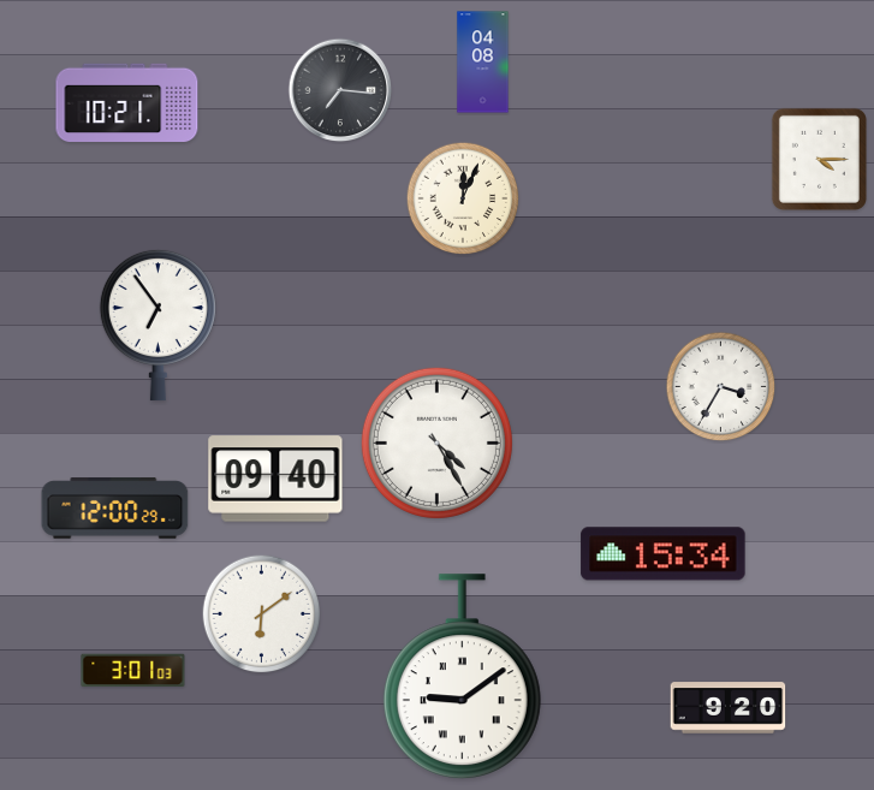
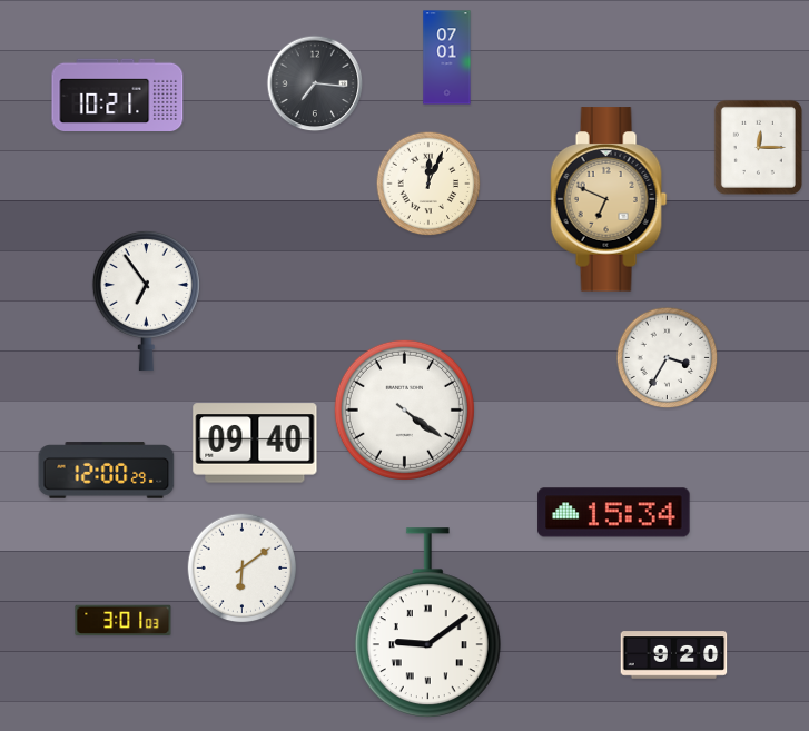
clock at (483, 63): 04:08 -> 07:01
clock at (819, 159): 4:15 -> 12:15
clock at (609, 199): none -> 6:49
clock at (436, 442): 4:25 -> 4:21
clock at (462, 677) position: (462, 677) -> (427, 623)
